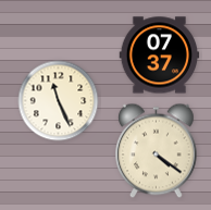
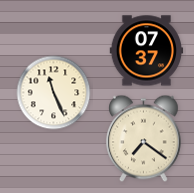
clock at (157, 151): 4:21 -> 7:21
